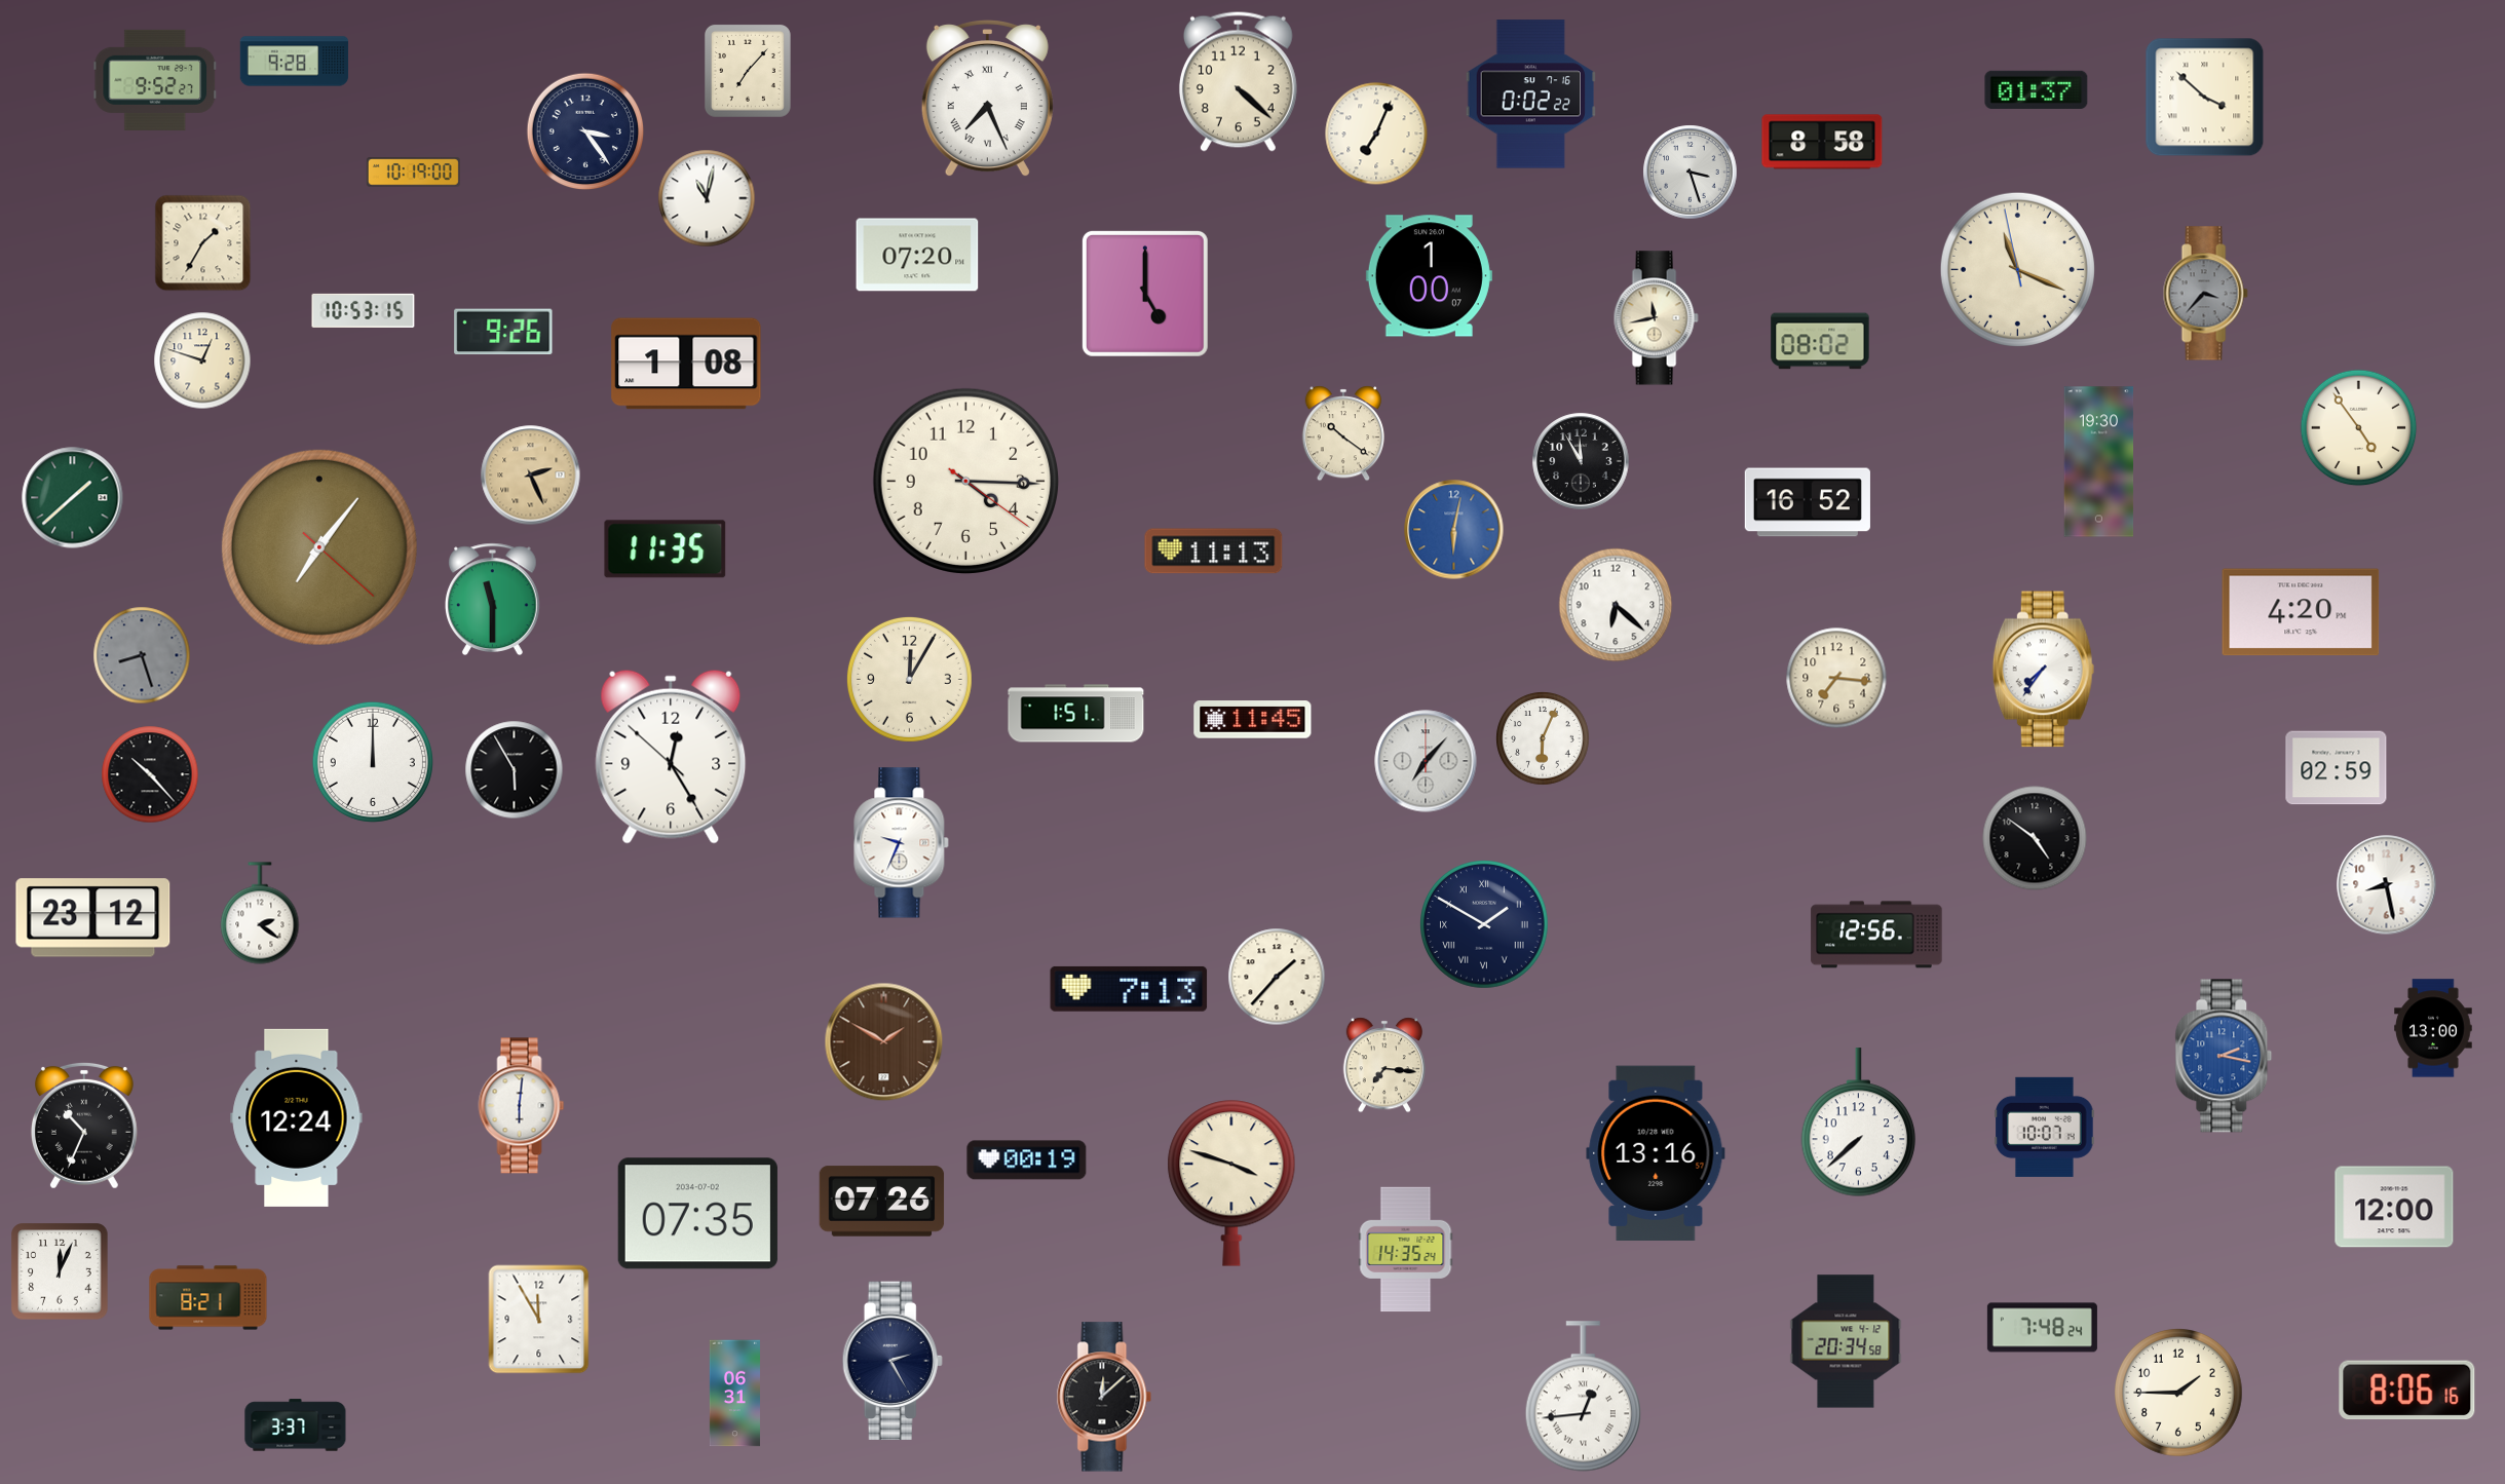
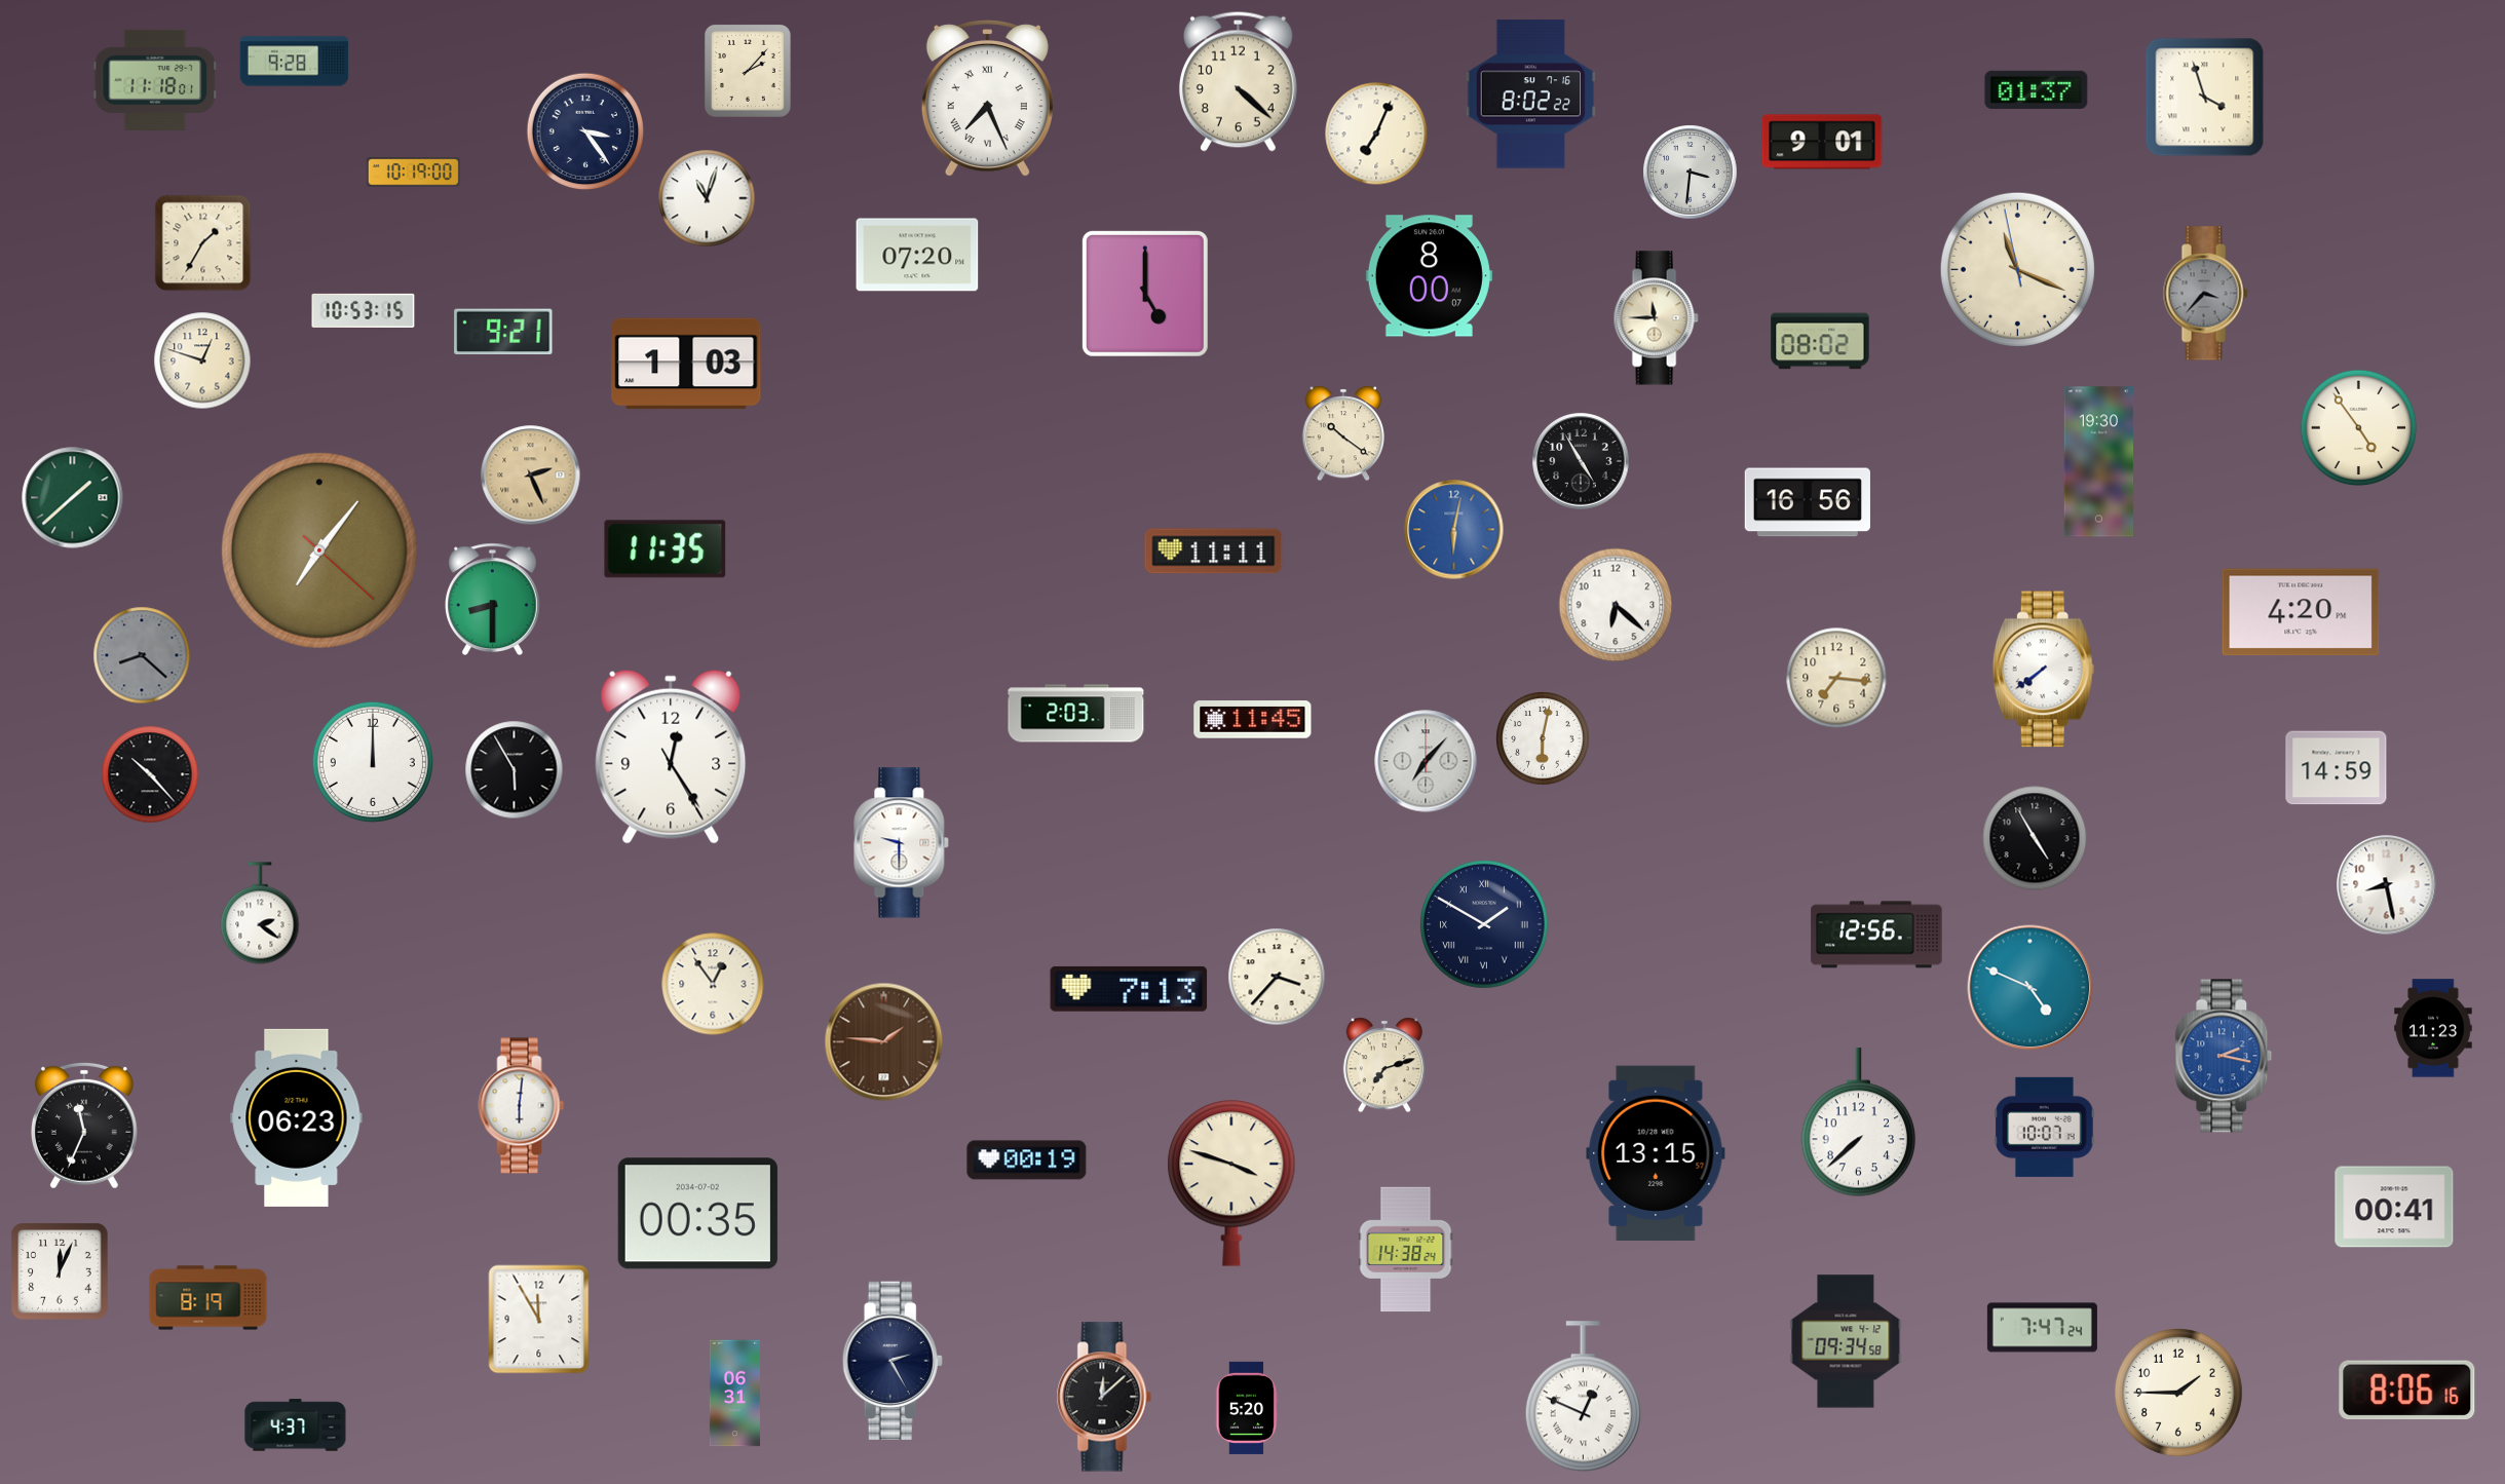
clock at (748, 71): 7:07 -> 2:07
clock at (155, 80): 9:52 -> 11:18
clock at (1530, 94): 0:02 -> 8:02
clock at (2205, 98): 3:52 -> 3:57
clock at (1822, 142): 8:58 -> 9:01
clock at (1691, 173): 3:27 -> 3:31
clock at (707, 198): 11:02 -> 11:03
clock at (1429, 276): 1:00 -> 8:00
clock at (1656, 318): 11:43 -> 11:45
clock at (503, 332): 9:26 -> 9:21
clock at (686, 364): 1:08 -> 1:03
clock at (1581, 461): 11:55 -> 4:55
clock at (965, 481): 4:15 -> none
clock at (1808, 502): 16:52 -> 16:56
clock at (319, 547) position: (319, 547) -> (319, 550)
clock at (1214, 551): 11:13 -> 11:11
clock at (493, 599): 11:30 -> 8:30
clock at (142, 655): 8:27 -> 8:22
clock at (2043, 670): 7:36 -> 7:39
clock at (909, 679): 12:05 -> none
clock at (1076, 714): 1:51 -> 2:03
clock at (1543, 738): 6:04 -> 6:02
clock at (671, 757): 12:24:52 -> 12:24:25
clock at (2337, 768): 02:59 -> 14:59
clock at (2035, 838): 4:51 -> 4:55
clock at (902, 843): 9:34 -> 9:30
clock at (93, 918): 23:12 -> none
clock at (1277, 977): 1:37 -> 3:37
clock at (713, 984): none -> 12:54
clock at (2030, 988): none -> 4:49
clock at (2433, 1028): 13:00 -> 11:23
clock at (884, 1042): 1:50 -> 1:46
clock at (1383, 1065): 7:16 -> 7:12
clock at (297, 1117): 12:24 -> 06:23
clock at (84, 1126): 10:34 -> 11:34
clock at (1656, 1152): 13:16 -> 13:15
clock at (882, 1202): 07:26 -> none
clock at (2394, 1207): 12:00 -> 00:41
clock at (697, 1214): 07:35 -> 00:35
clock at (1406, 1250): 14:35 -> 14:38
clock at (208, 1298): 8:21 -> 8:19
clock at (2042, 1328): 7:48 -> 7:47
clock at (1846, 1341): 20:34 -> 09:34
clock at (1583, 1397): 12:44 -> 12:49
clock at (1247, 1408): none -> 5:20
clock at (296, 1425): 3:37 -> 4:37
